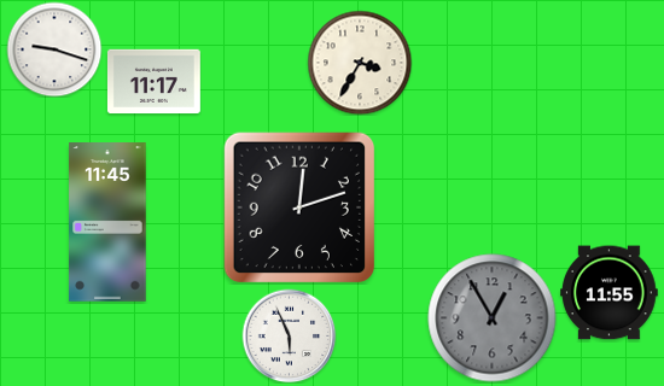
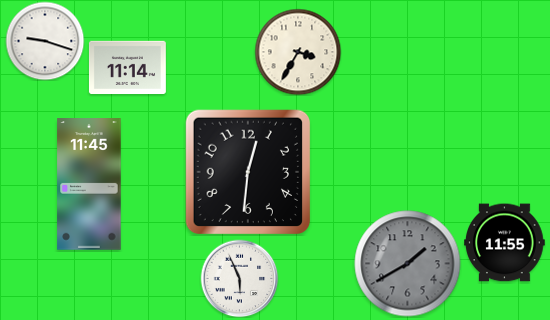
clock at (153, 81): 11:17 -> 11:14
clock at (299, 207): 12:12 -> 12:31
clock at (493, 318): 12:55 -> 1:40
